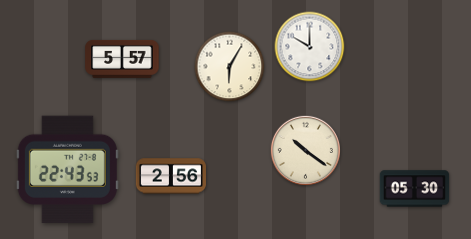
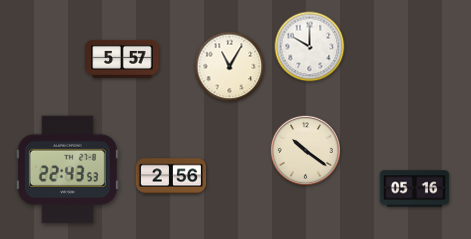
clock at (230, 67): 6:05 -> 11:05
clock at (415, 189): 05:30 -> 05:16
